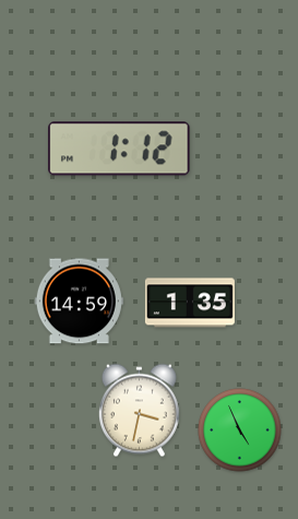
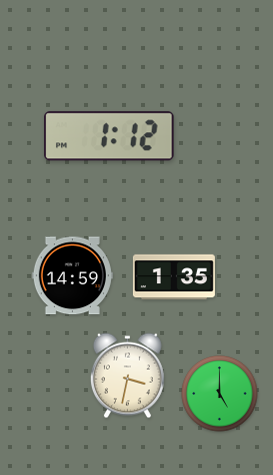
clock at (240, 430): 4:56 -> 5:00
